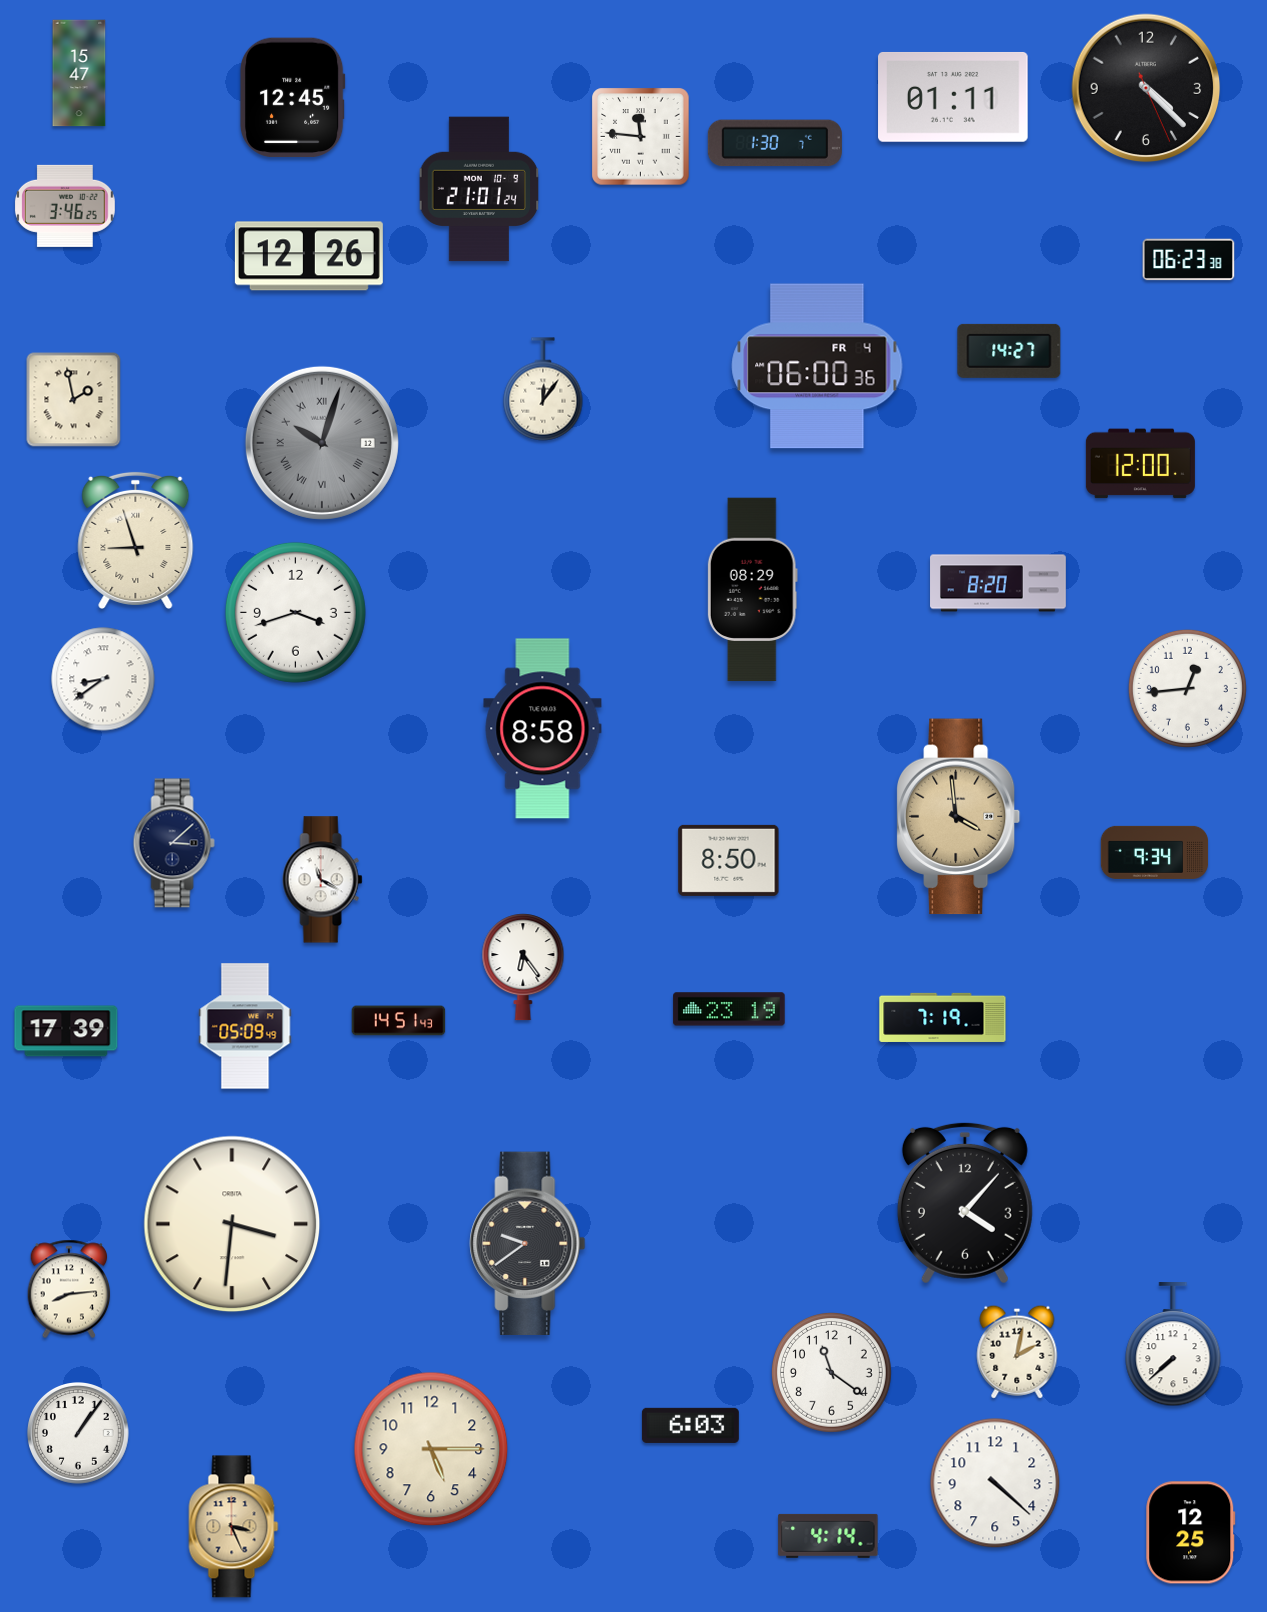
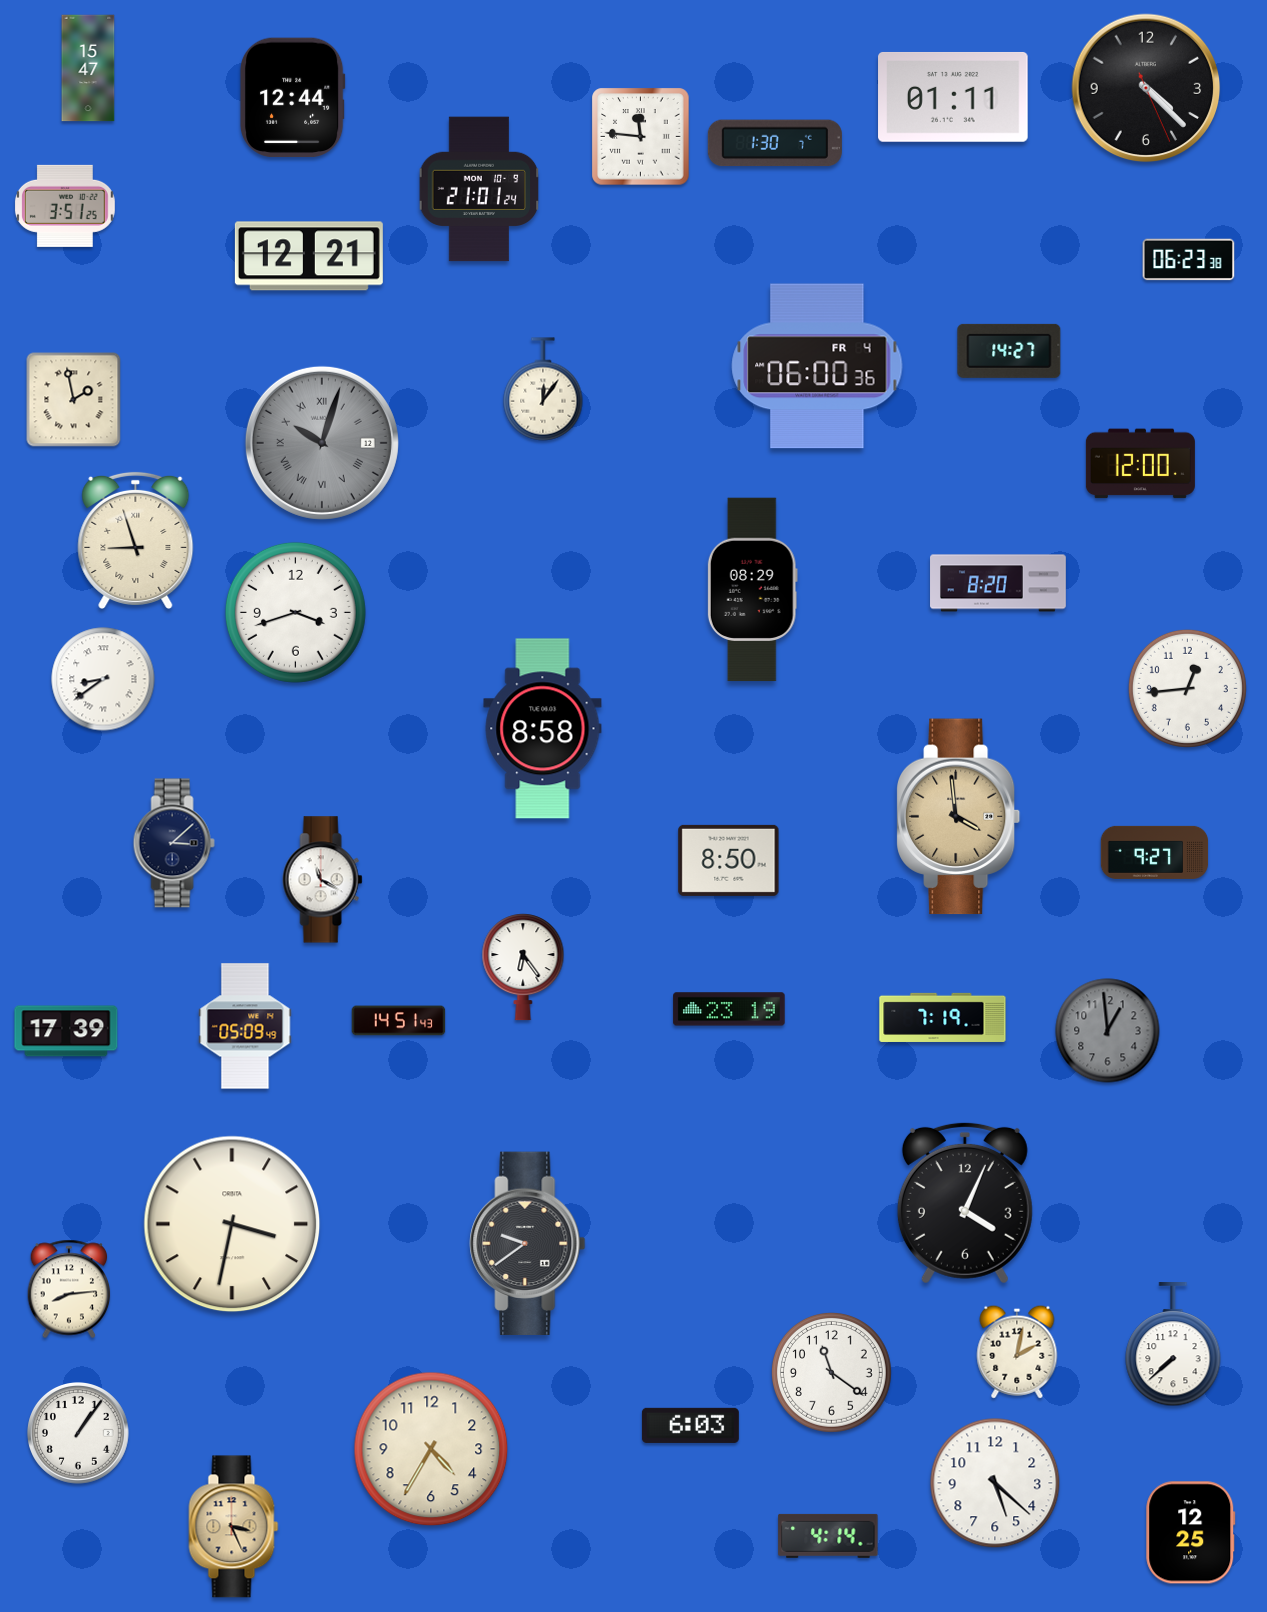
clock at (79, 73) position: (79, 73) -> (88, 68)
clock at (292, 98): 12:45 -> 12:44
clock at (65, 206): 3:46 -> 3:51
clock at (309, 256): 12:26 -> 12:21
clock at (1155, 852): 9:34 -> 9:27
clock at (1108, 1031): none -> 12:59
clock at (965, 1203): 4:07 -> 4:04
clock at (232, 1224): 3:31 -> 3:32
clock at (431, 1449): 5:15 -> 4:35
clock at (995, 1483): 4:22 -> 5:22
